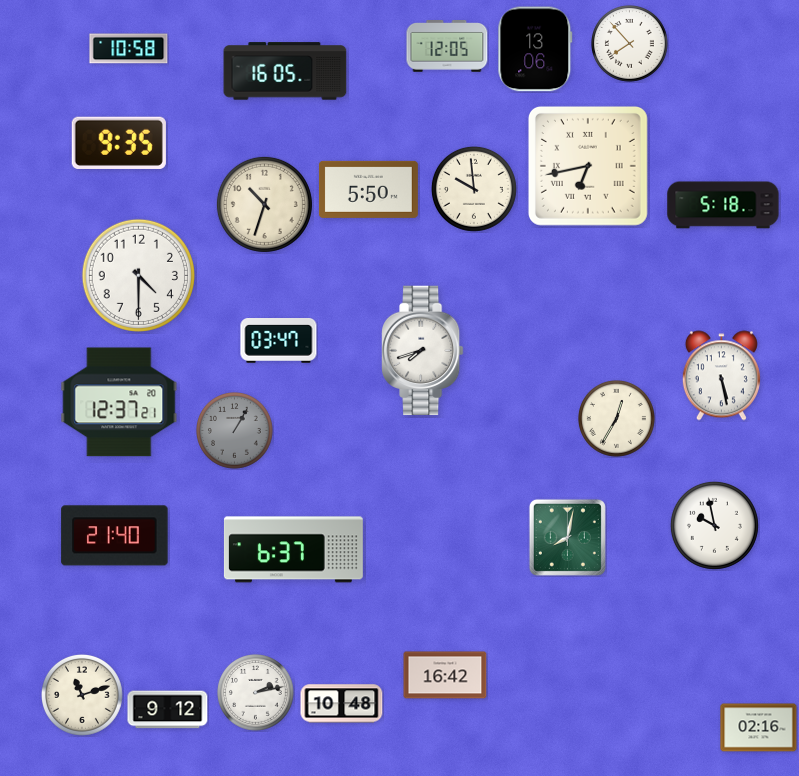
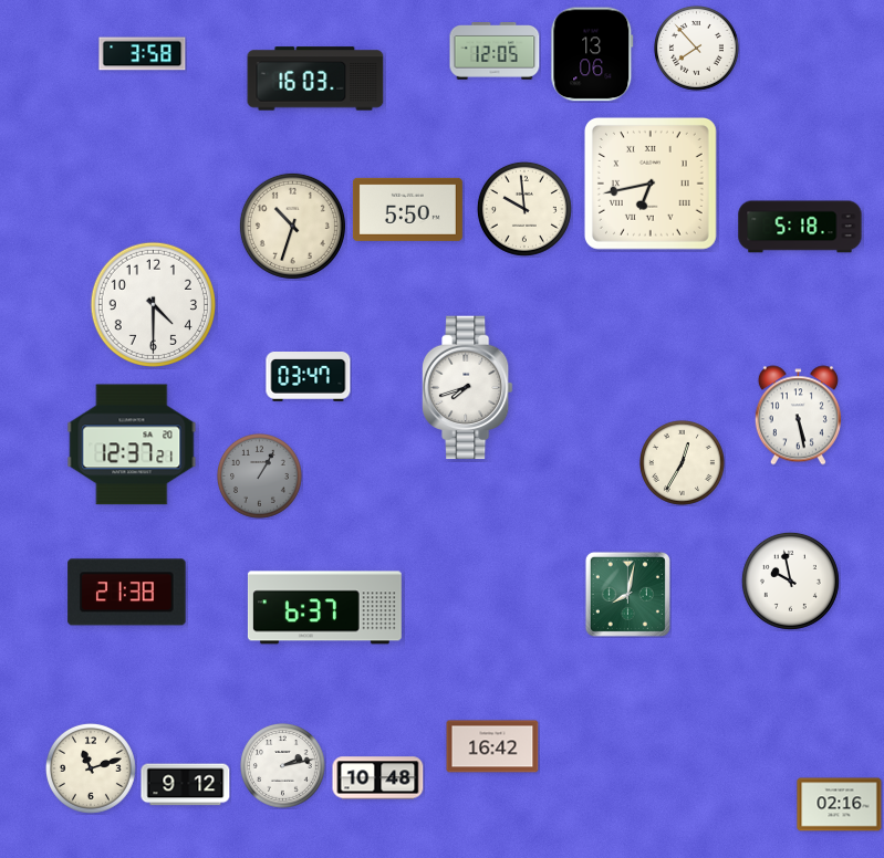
clock at (129, 49): 10:58 -> 3:58
clock at (285, 71): 16:05 -> 16:03
clock at (119, 143): 9:35 -> none
clock at (115, 536): 21:40 -> 21:38
